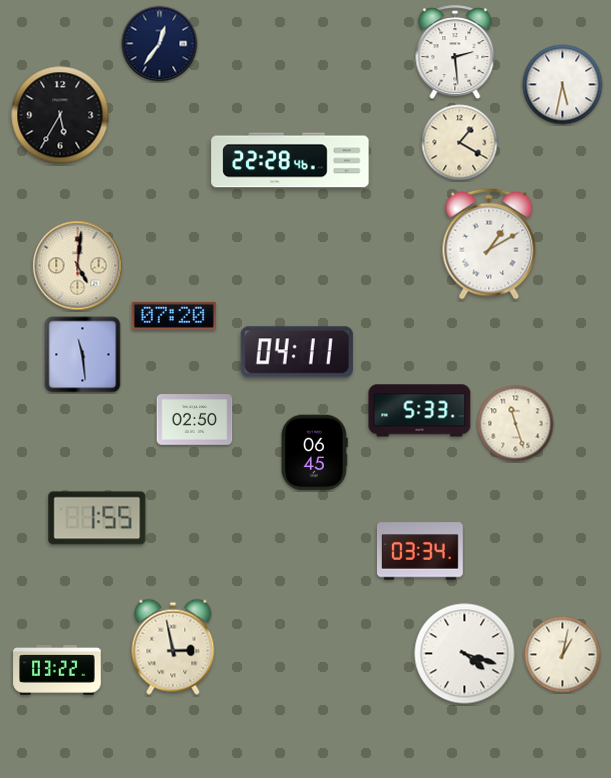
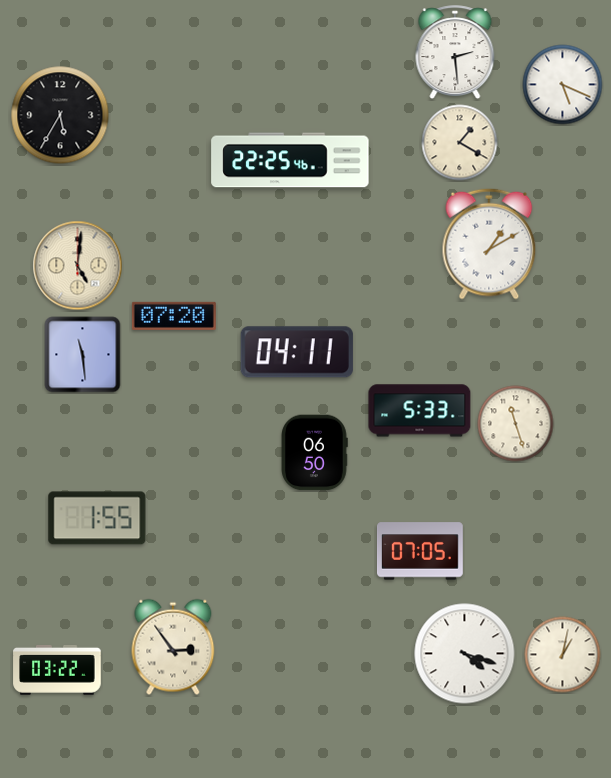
clock at (160, 44): 12:36 -> none
clock at (563, 85): 5:32 -> 5:19
clock at (290, 160): 22:28 -> 22:25
clock at (195, 420): 02:50 -> none
clock at (314, 453): 06:45 -> 06:50
clock at (420, 551): 03:34 -> 07:05
clock at (173, 647): 2:58 -> 2:54
